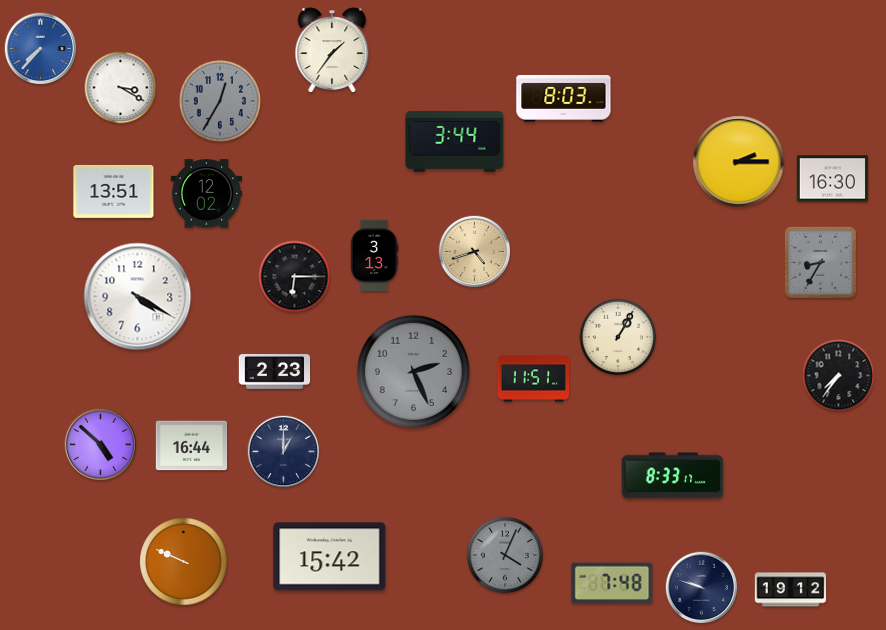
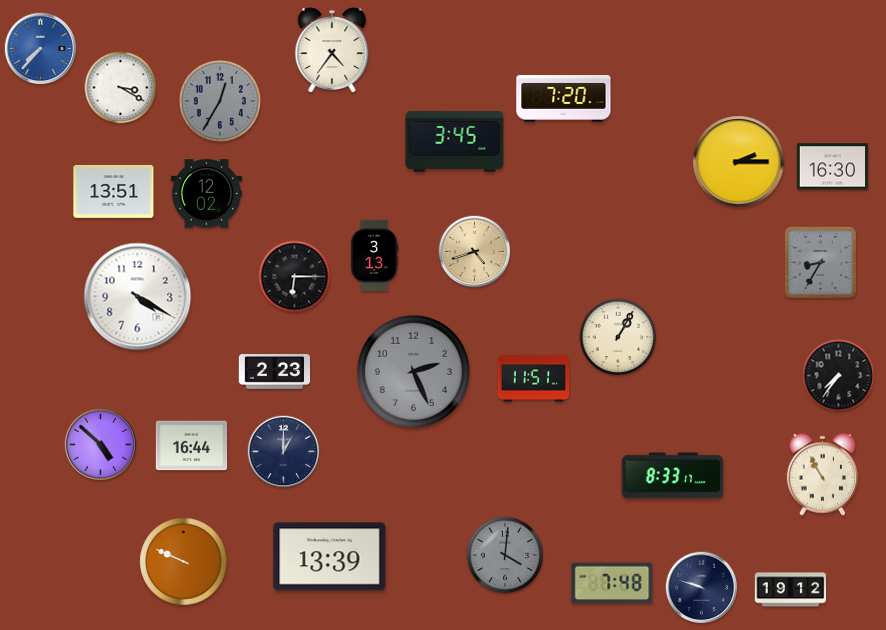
clock at (332, 50): 1:36 -> 4:36
clock at (564, 99): 8:03 -> 7:20
clock at (455, 141): 3:44 -> 3:45
clock at (833, 179) position: (833, 179) -> (833, 167)
clock at (822, 474): none -> 10:55
clock at (505, 555): 4:04 -> 4:01
clock at (330, 557): 15:42 -> 13:39
